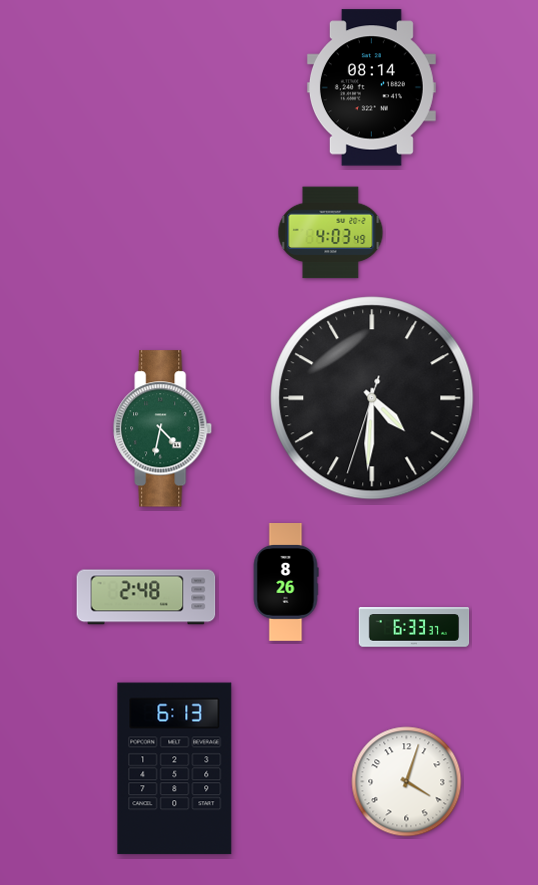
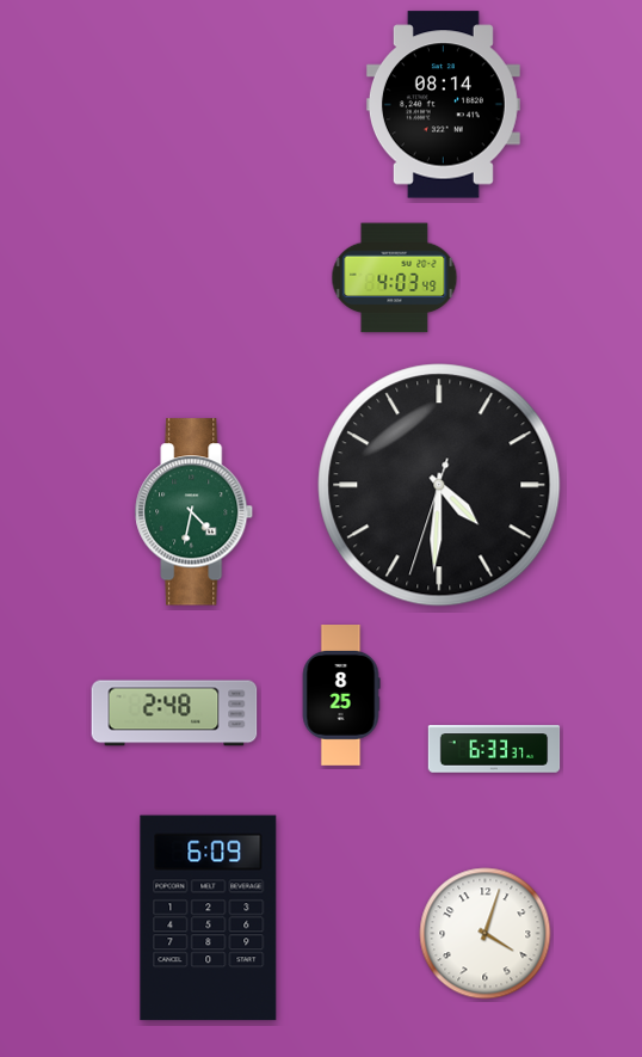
clock at (372, 398) position: (372, 398) -> (439, 485)
clock at (286, 583): 8:26 -> 8:25
clock at (175, 769): 6:13 -> 6:09
